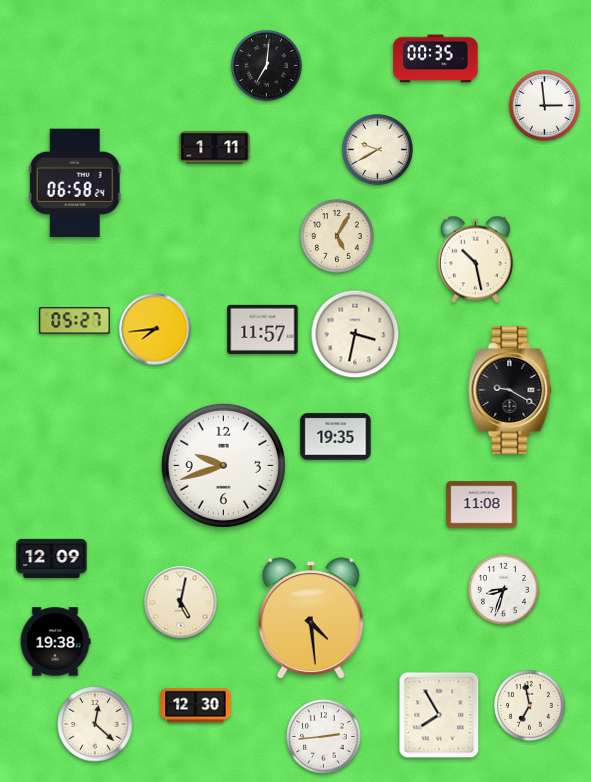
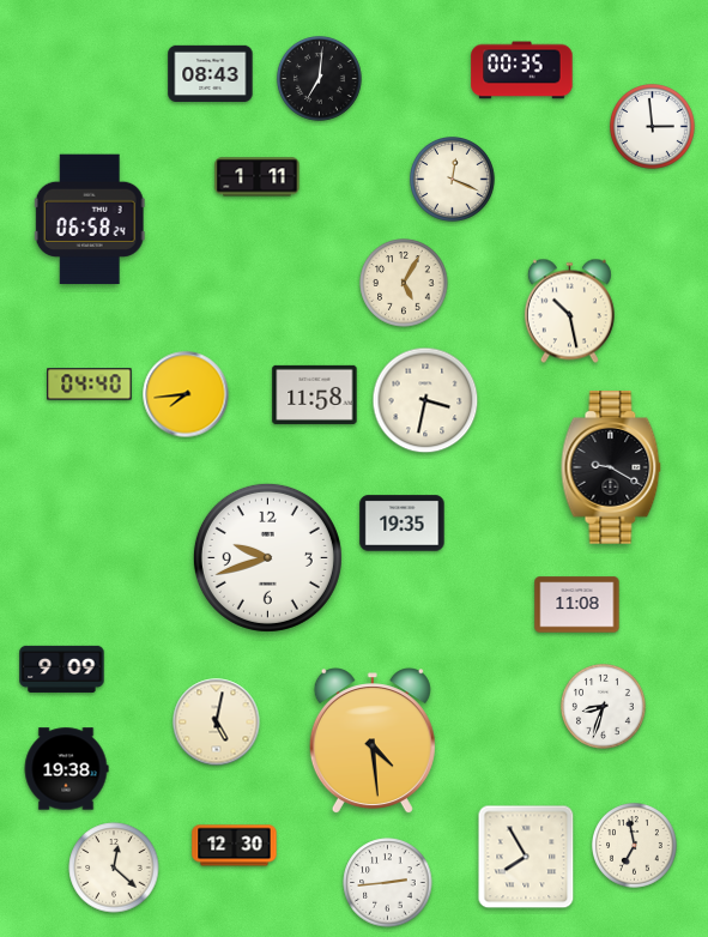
clock at (211, 73): none -> 08:43
clock at (378, 150): 9:40 -> 12:19
clock at (75, 321): 05:27 -> 04:40
clock at (263, 329): 11:57 -> 11:58
clock at (52, 558): 12:09 -> 9:09
